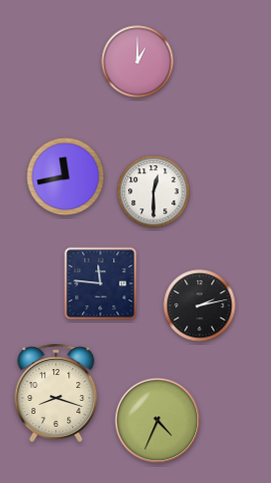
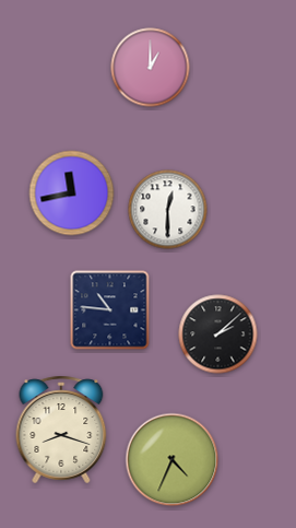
clock at (101, 284): 11:46 -> 10:46
clock at (200, 306): 2:13 -> 2:08
